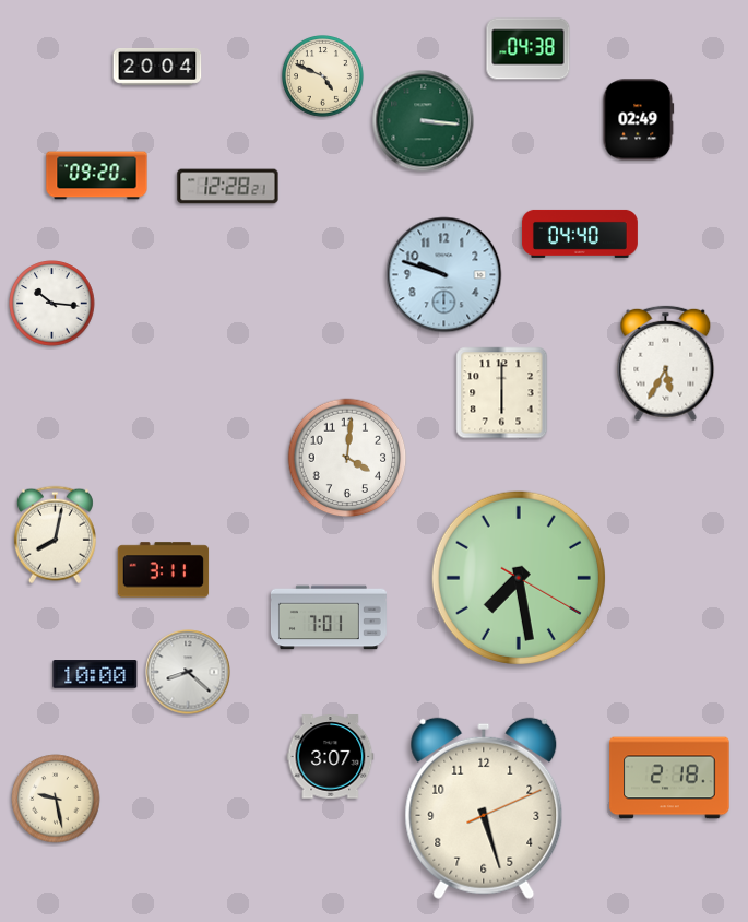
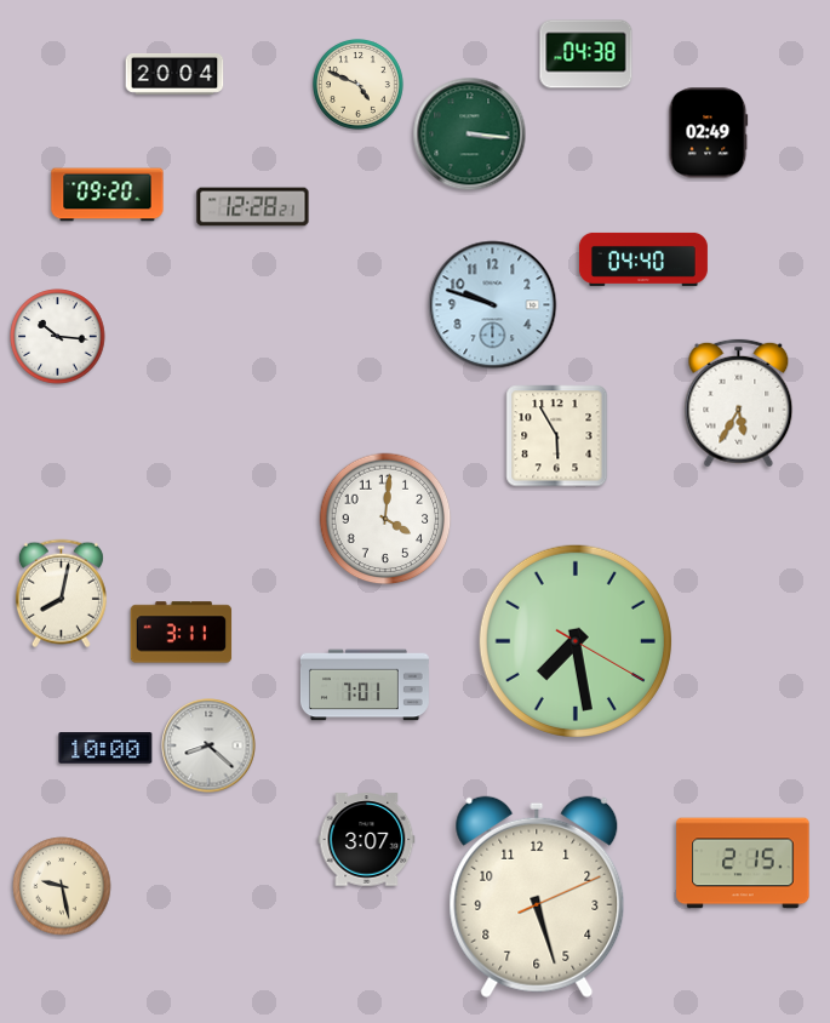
clock at (502, 393): 6:00 -> 5:55
clock at (347, 458) position: (347, 458) -> (385, 519)
clock at (669, 778): 2:18 -> 2:15
